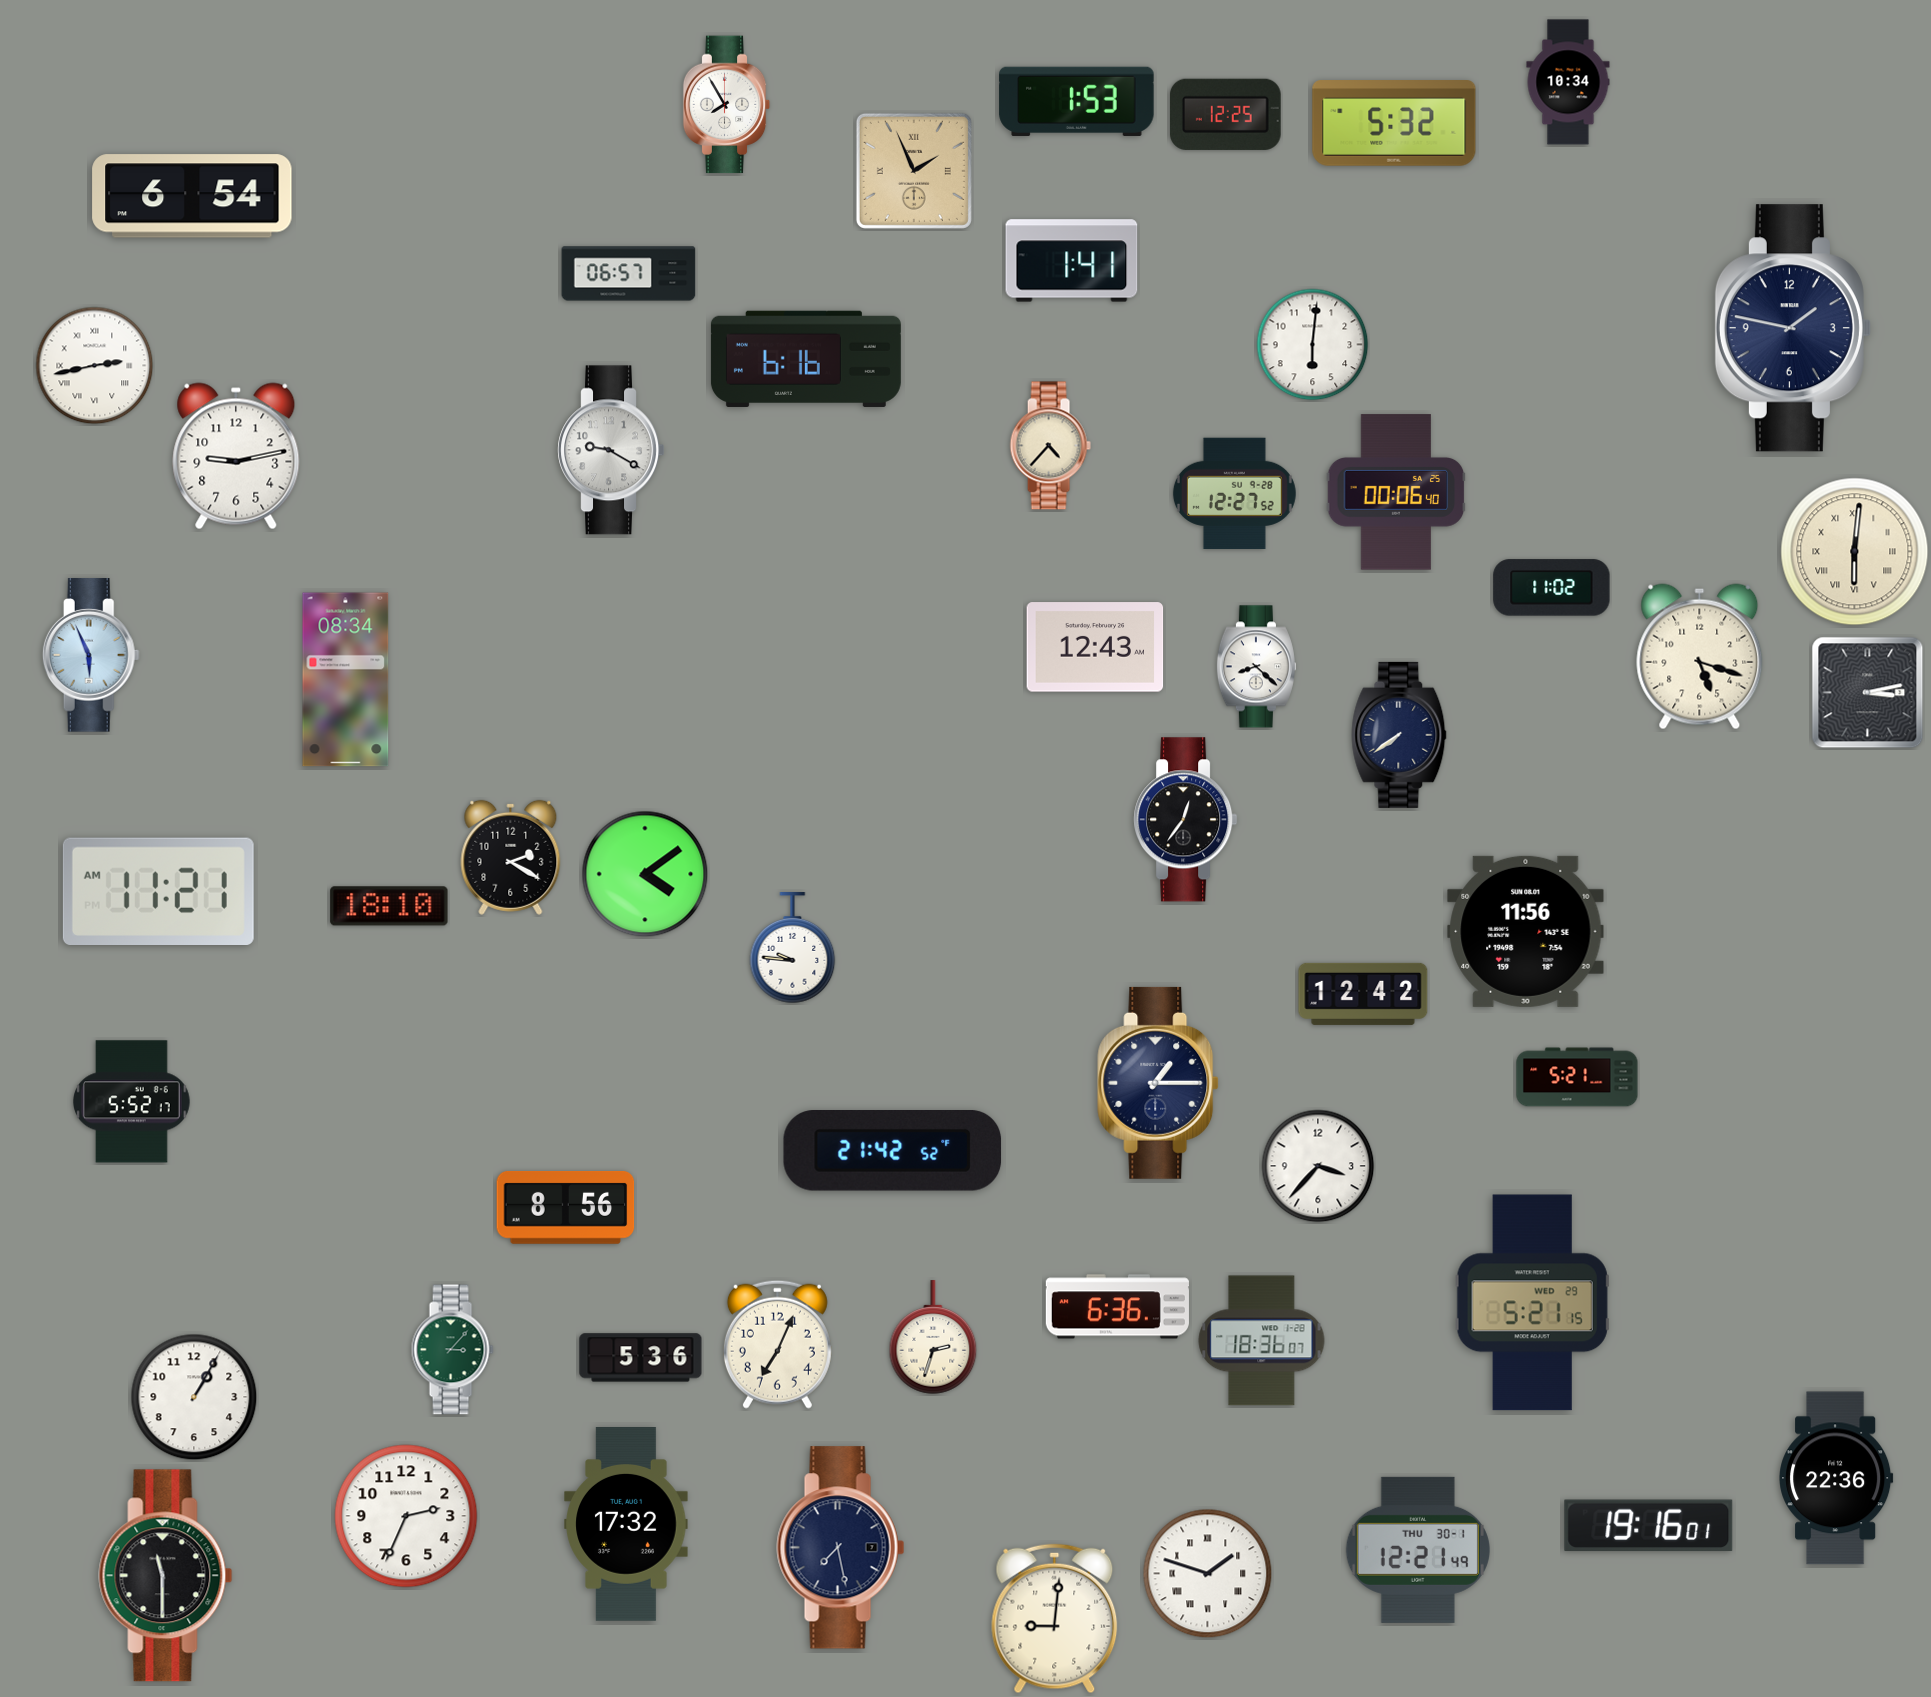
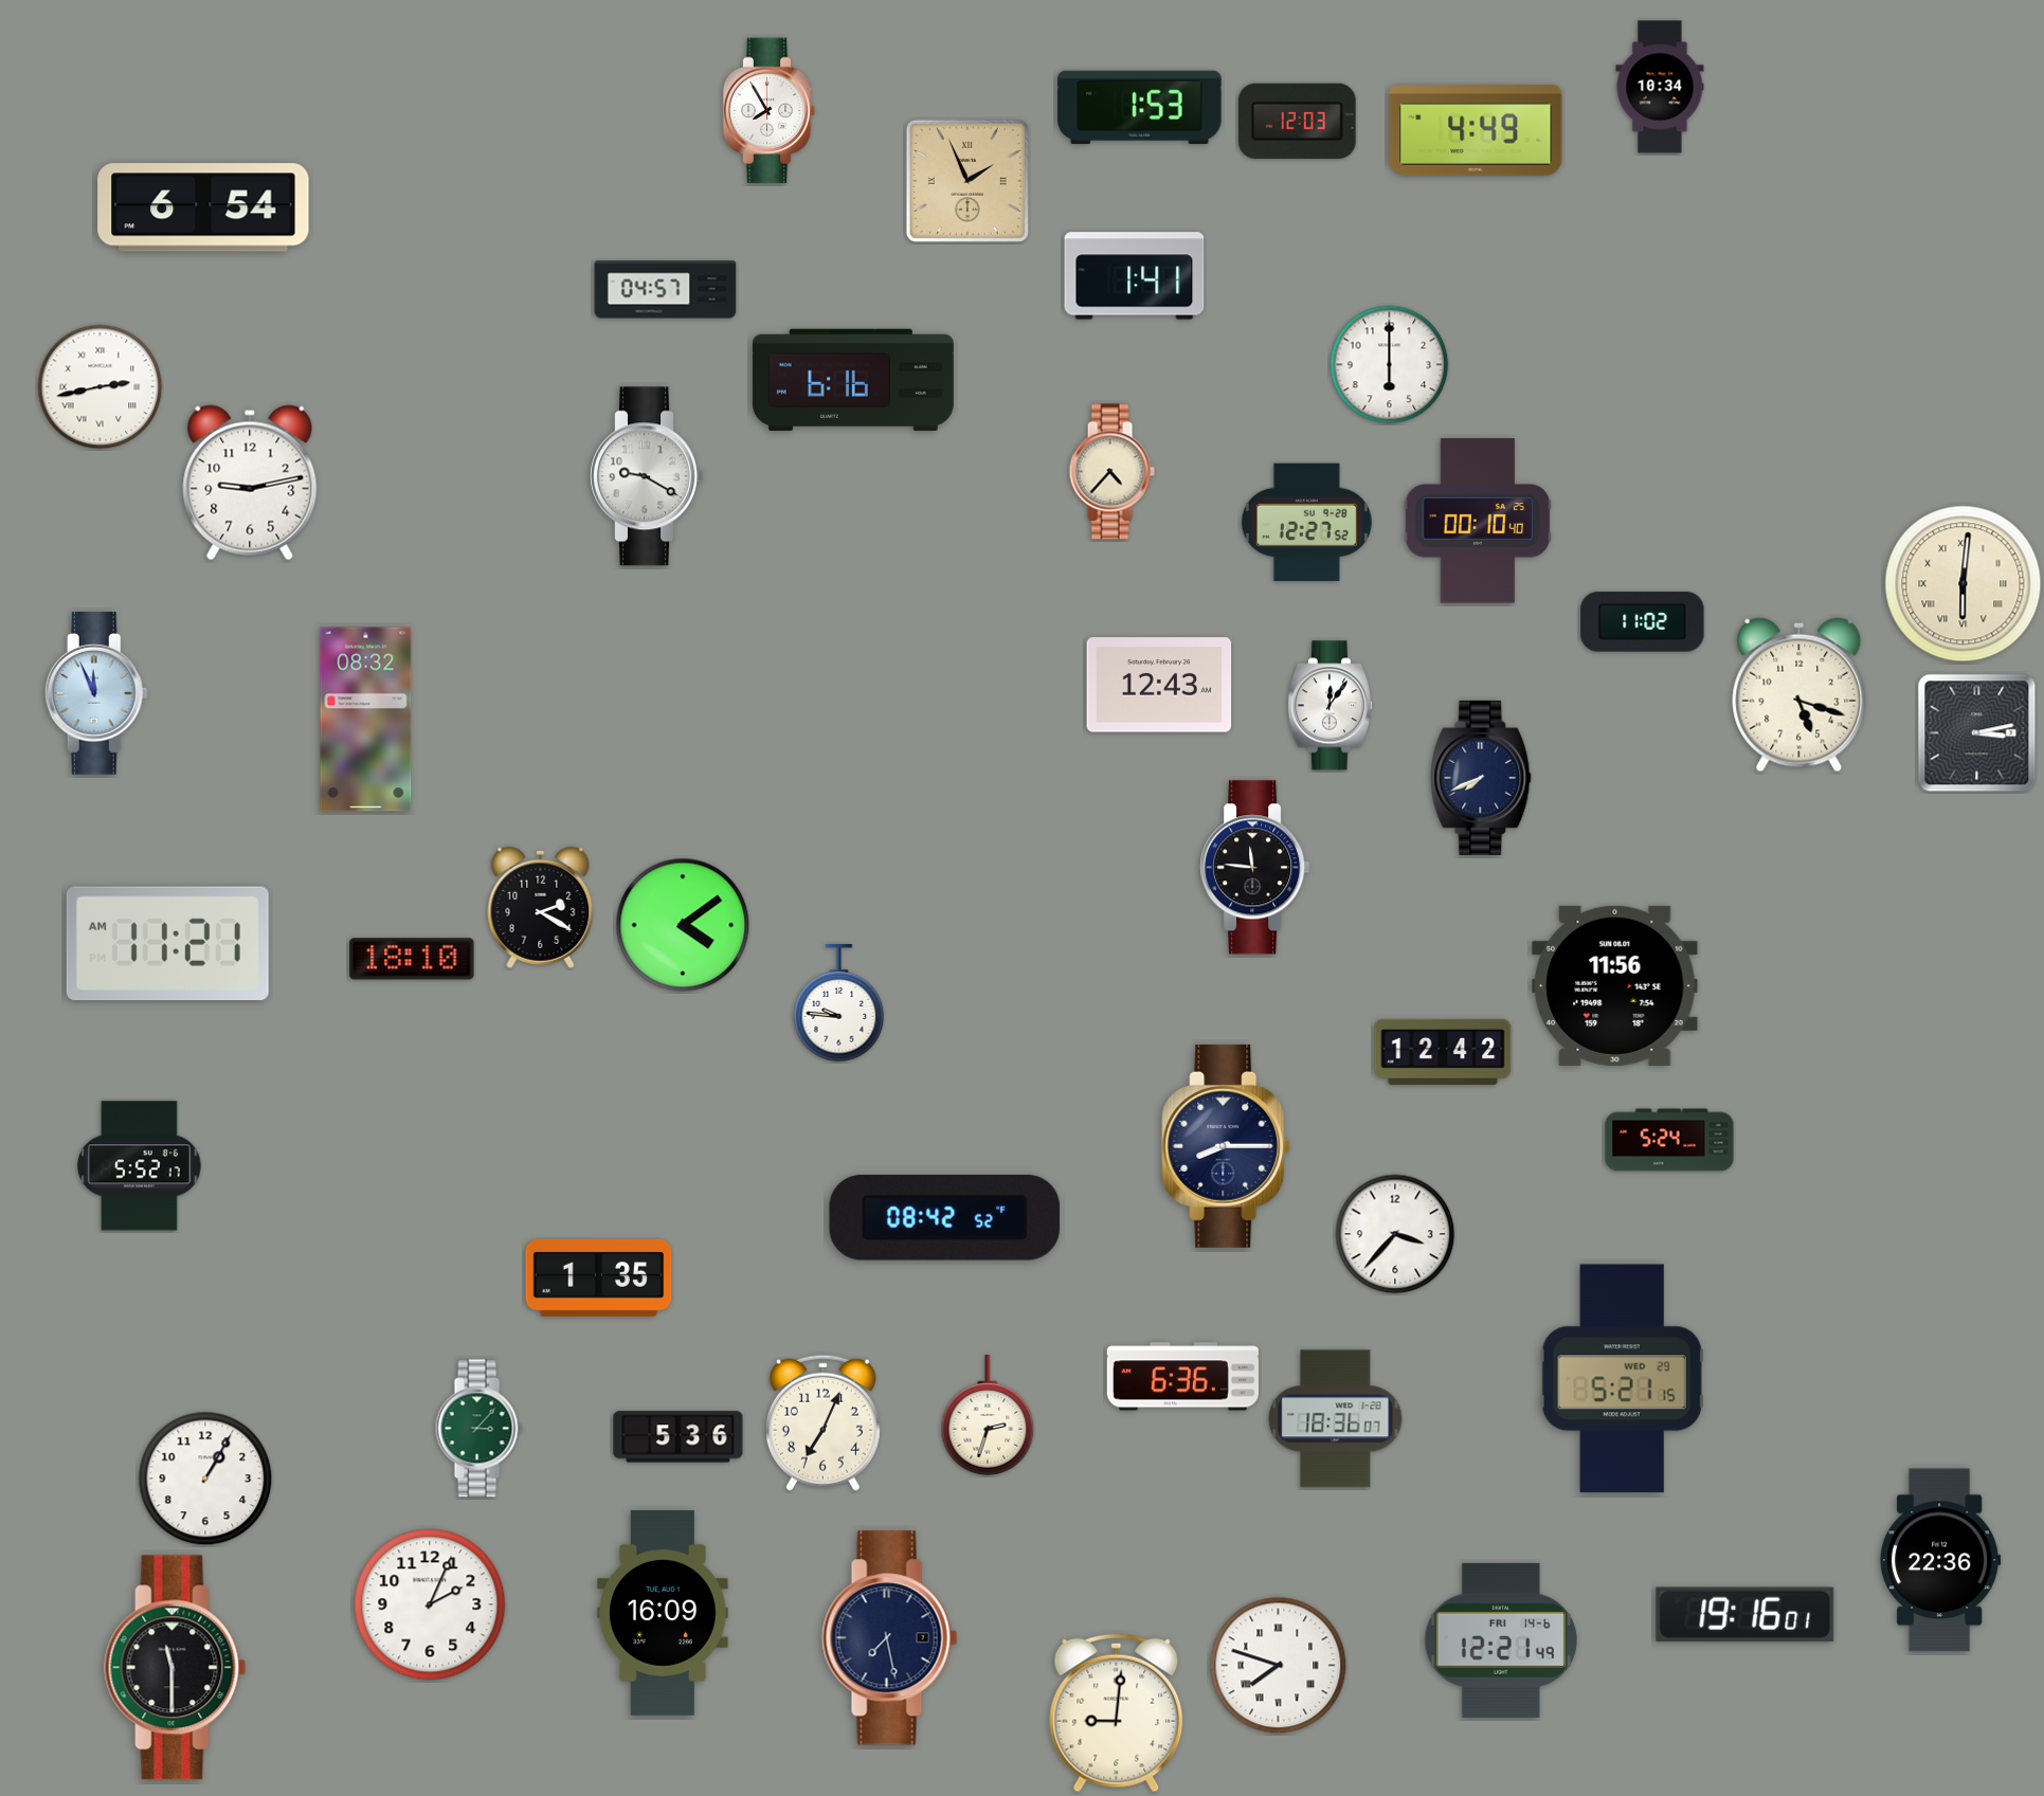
clock at (1225, 114): 12:25 -> 12:03
clock at (1394, 123): 5:32 -> 4:49
clock at (629, 274): 06:57 -> 04:57
clock at (1793, 328): 1:47 -> none
clock at (1313, 345): 6:01 -> 6:00
clock at (1396, 492): 00:06 -> 00:10
clock at (91, 655): 5:56 -> 11:56
clock at (1256, 667): 8:22 -> 12:06
clock at (346, 680): 08:34 -> 08:32
clock at (1399, 735): 7:39 -> 7:41
clock at (1186, 820): 12:36 -> 11:46
clock at (1577, 1077): 5:21 -> 5:24
clock at (1158, 1083): 1:15 -> 8:15
clock at (893, 1151): 21:42 -> 08:42
clock at (566, 1208): 8:56 -> 1:35
clock at (1117, 1307) position: (1117, 1307) -> (1182, 1377)
clock at (1836, 1478) position: (1836, 1478) -> (1940, 1560)
clock at (406, 1516): 2:34 -> 2:04
clock at (626, 1525): 17:32 -> 16:09
clock at (1418, 1550) date: THU 30-1 -> FRI 14-6
clock at (1208, 1574): 1:48 -> 7:48
